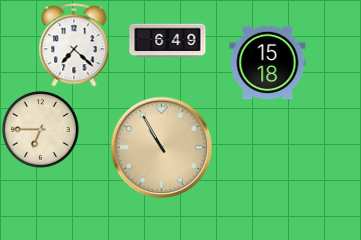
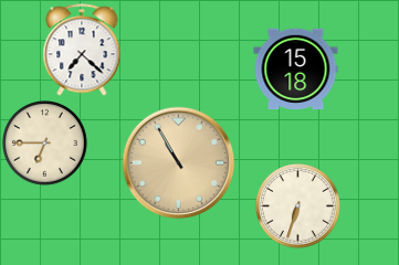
clock at (168, 41): 6:49 -> none
clock at (298, 206): none -> 6:33
